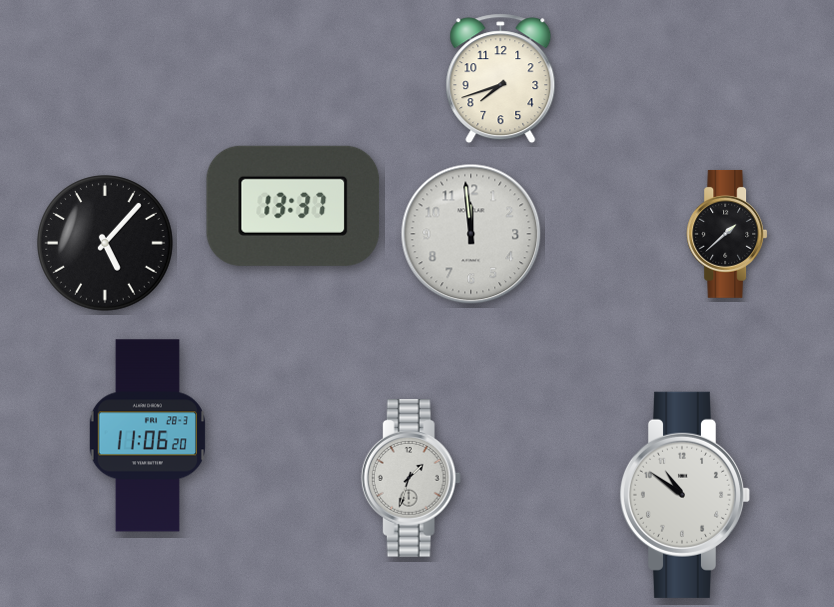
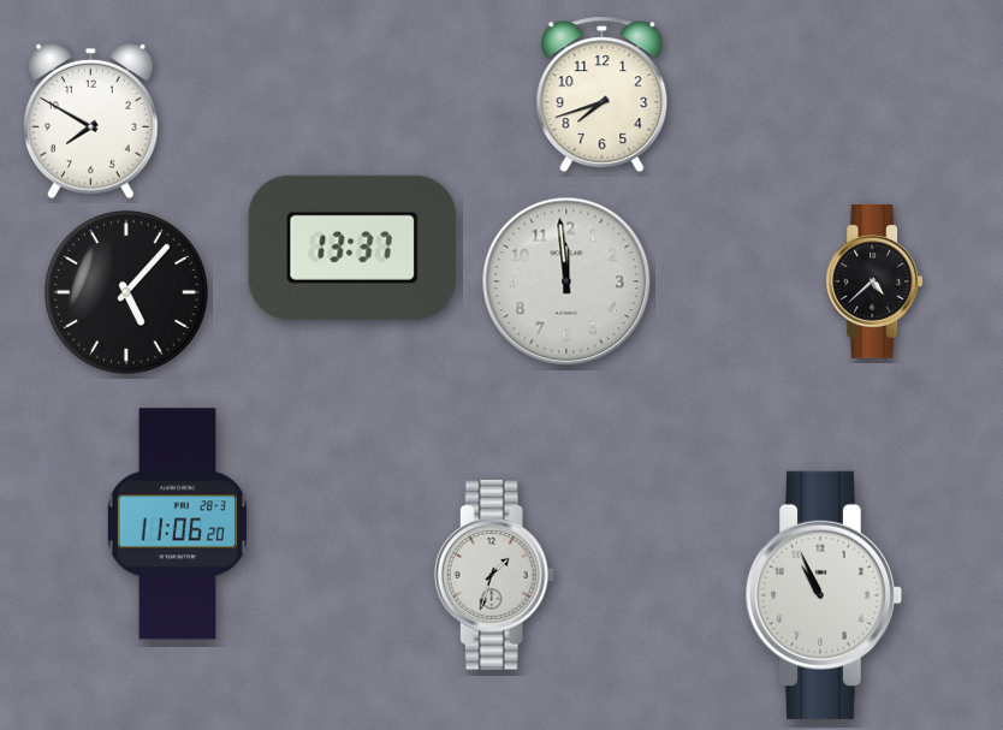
clock at (91, 121): none -> 7:50
clock at (727, 234): 1:38 -> 4:38
clock at (685, 495): 10:51 -> 10:56
